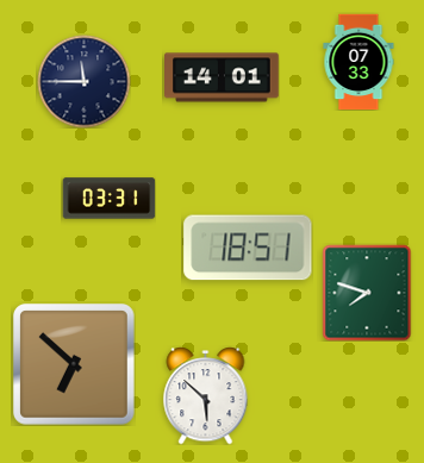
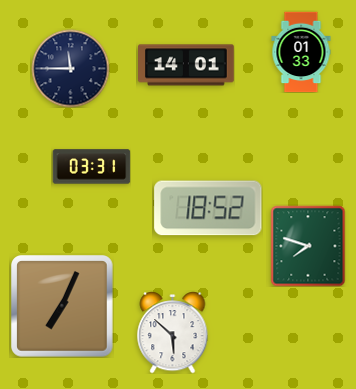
clock at (358, 62): 07:33 -> 01:33
clock at (248, 248): 18:51 -> 18:52
clock at (75, 365): 6:52 -> 7:04
